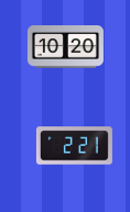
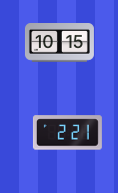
clock at (65, 47): 10:20 -> 10:15
